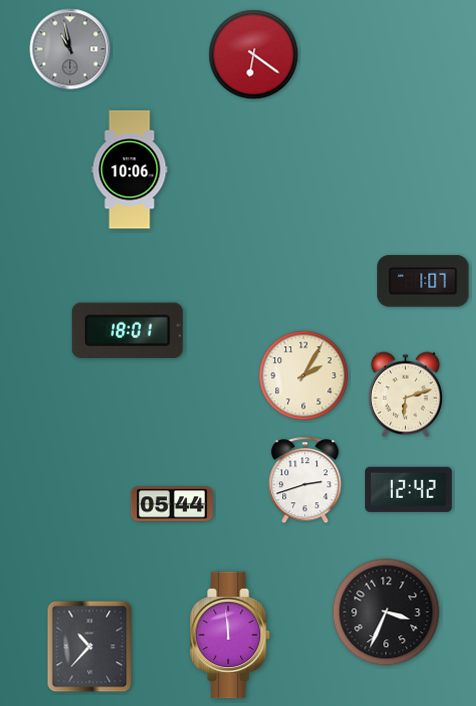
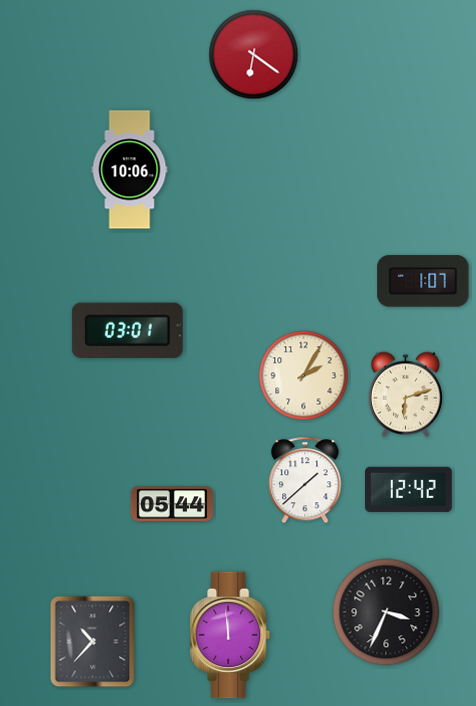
clock at (70, 49): 10:58 -> none
clock at (127, 330): 18:01 -> 03:01
clock at (305, 480): 2:42 -> 1:38
clock at (90, 647) position: (90, 647) -> (93, 642)
